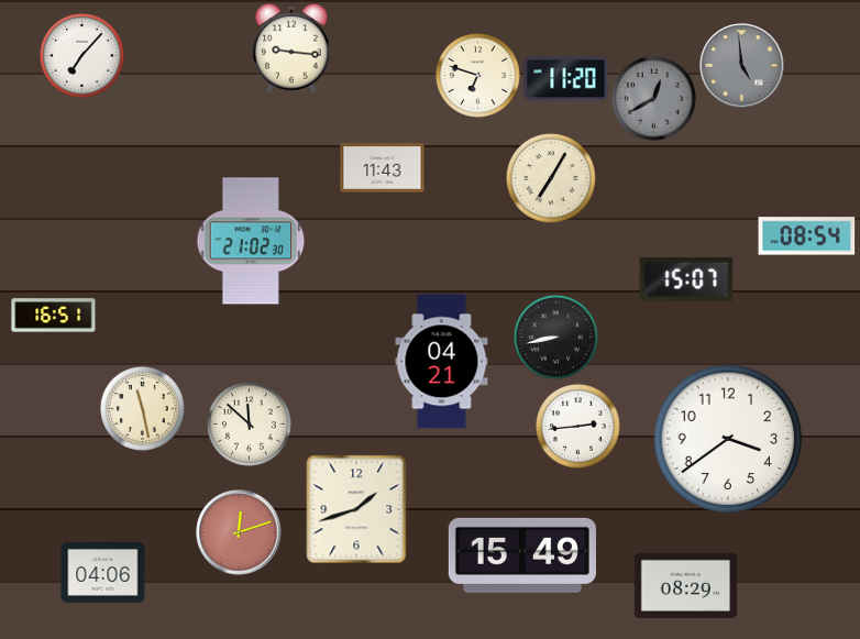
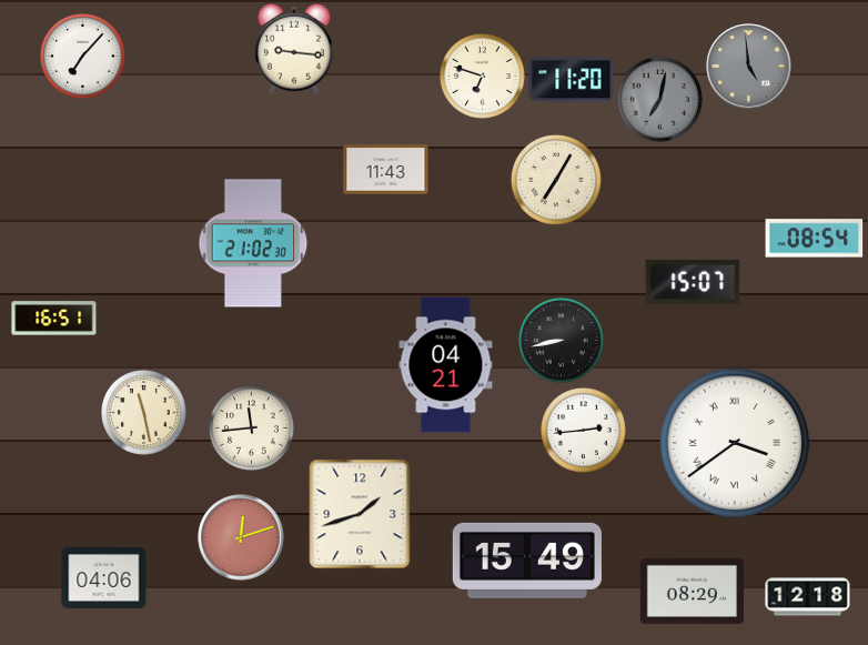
clock at (654, 99): 12:40 -> 7:02
clock at (250, 425): 11:52 -> 11:44
clock at (728, 439) numerals: Arabic -> Roman
clock at (808, 597): none -> 12:18
